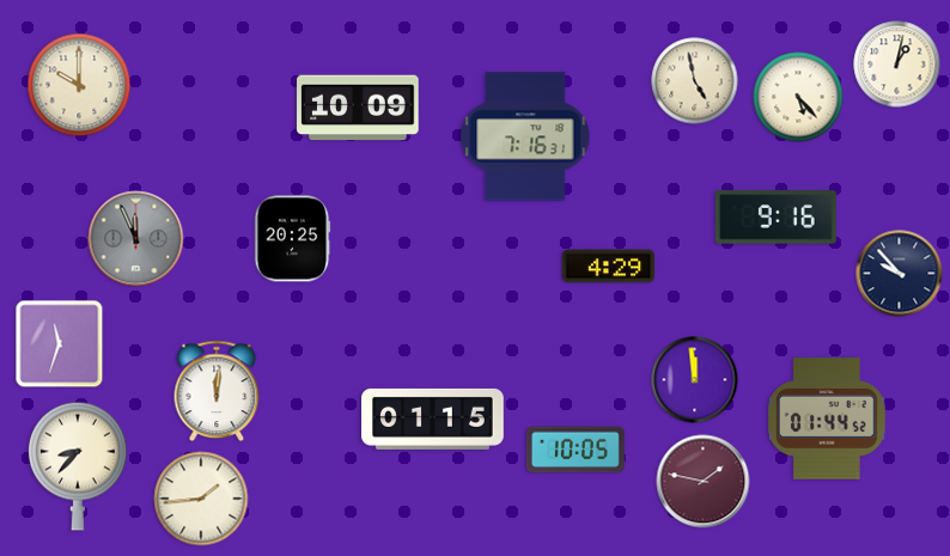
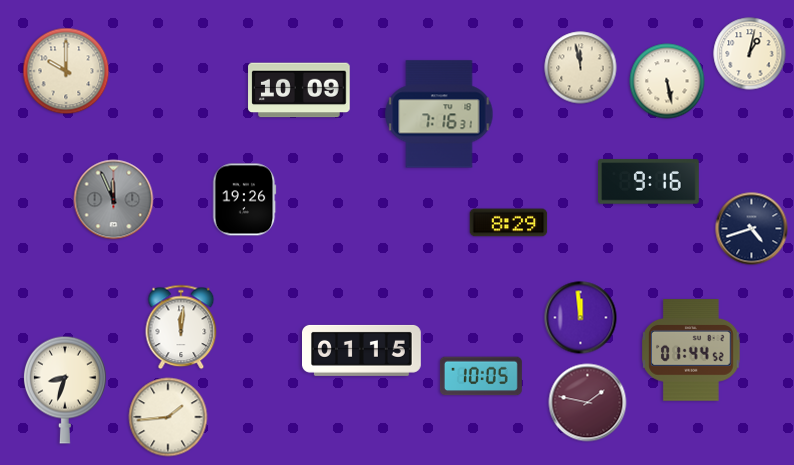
clock at (695, 81): 4:58 -> 11:58
clock at (798, 97): 5:23 -> 5:28
clock at (293, 239): 20:25 -> 19:26
clock at (609, 267): 4:29 -> 8:29
clock at (900, 274): 9:53 -> 4:42
clock at (60, 344): 11:33 -> none
clock at (78, 466): 8:37 -> 8:33
